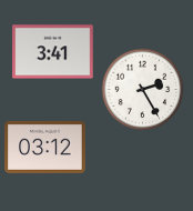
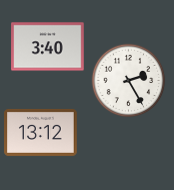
clock at (53, 52): 3:41 -> 3:40
clock at (45, 147): 03:12 -> 13:12
